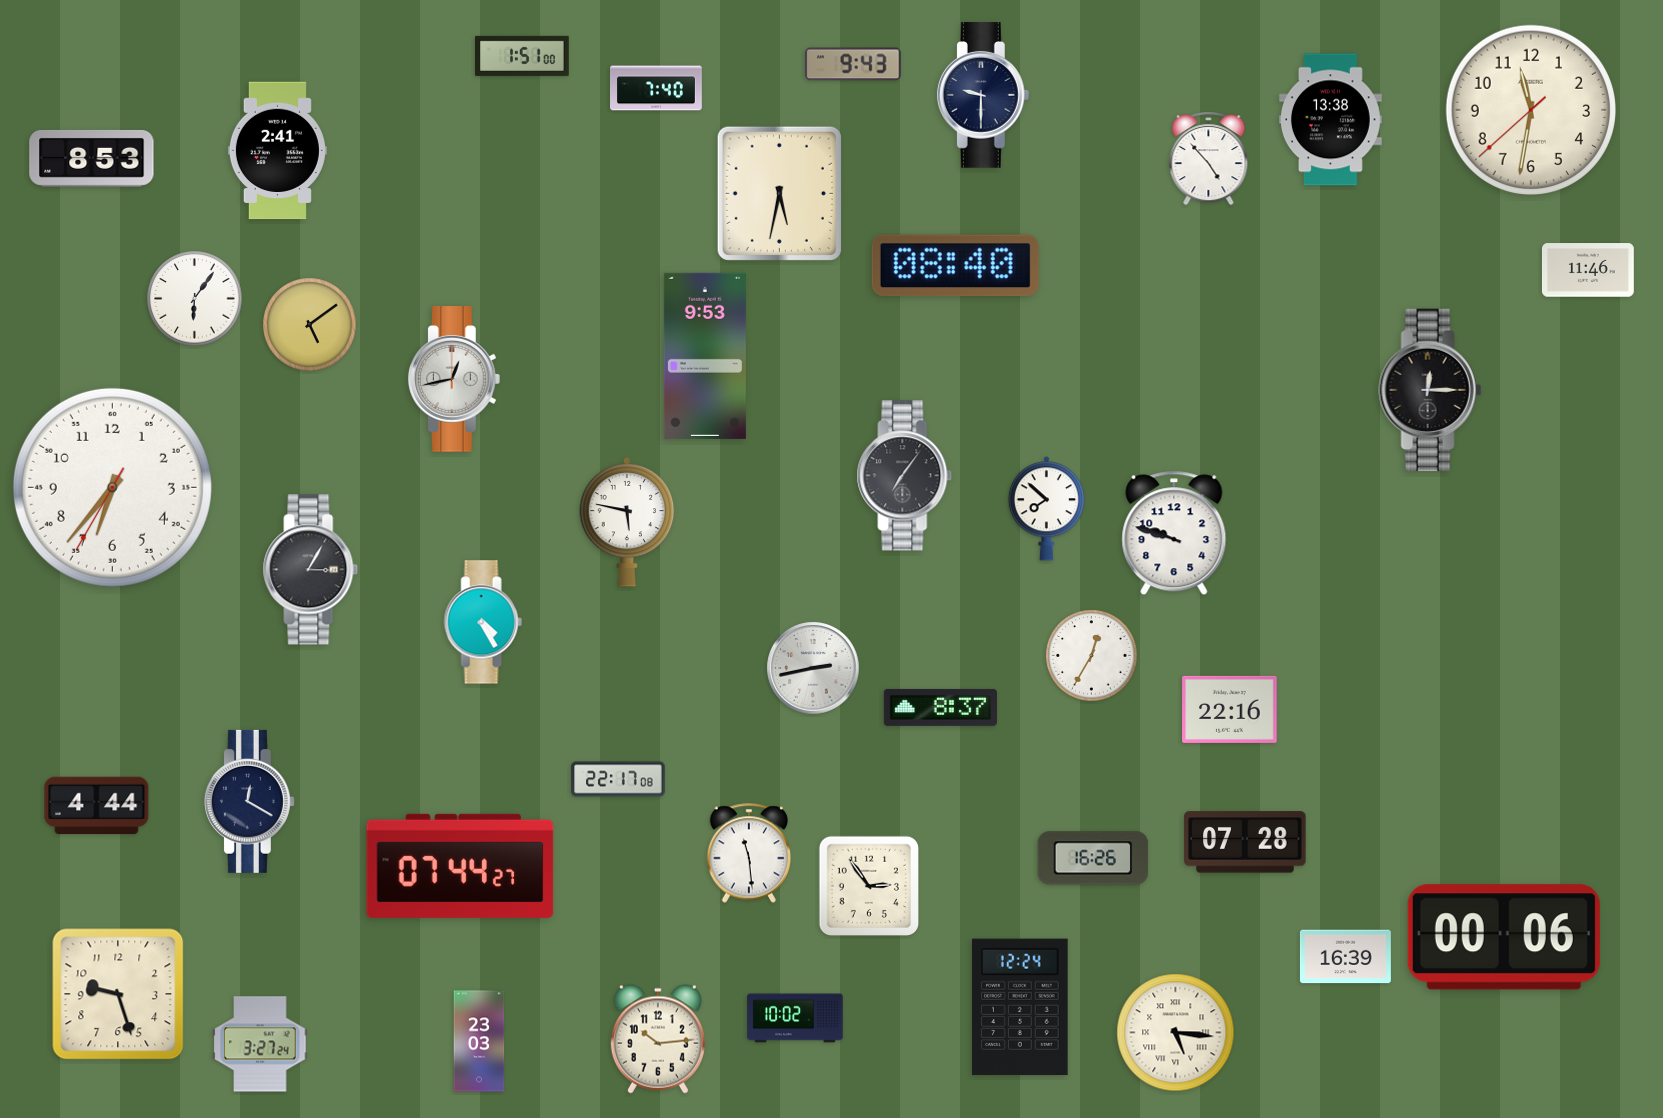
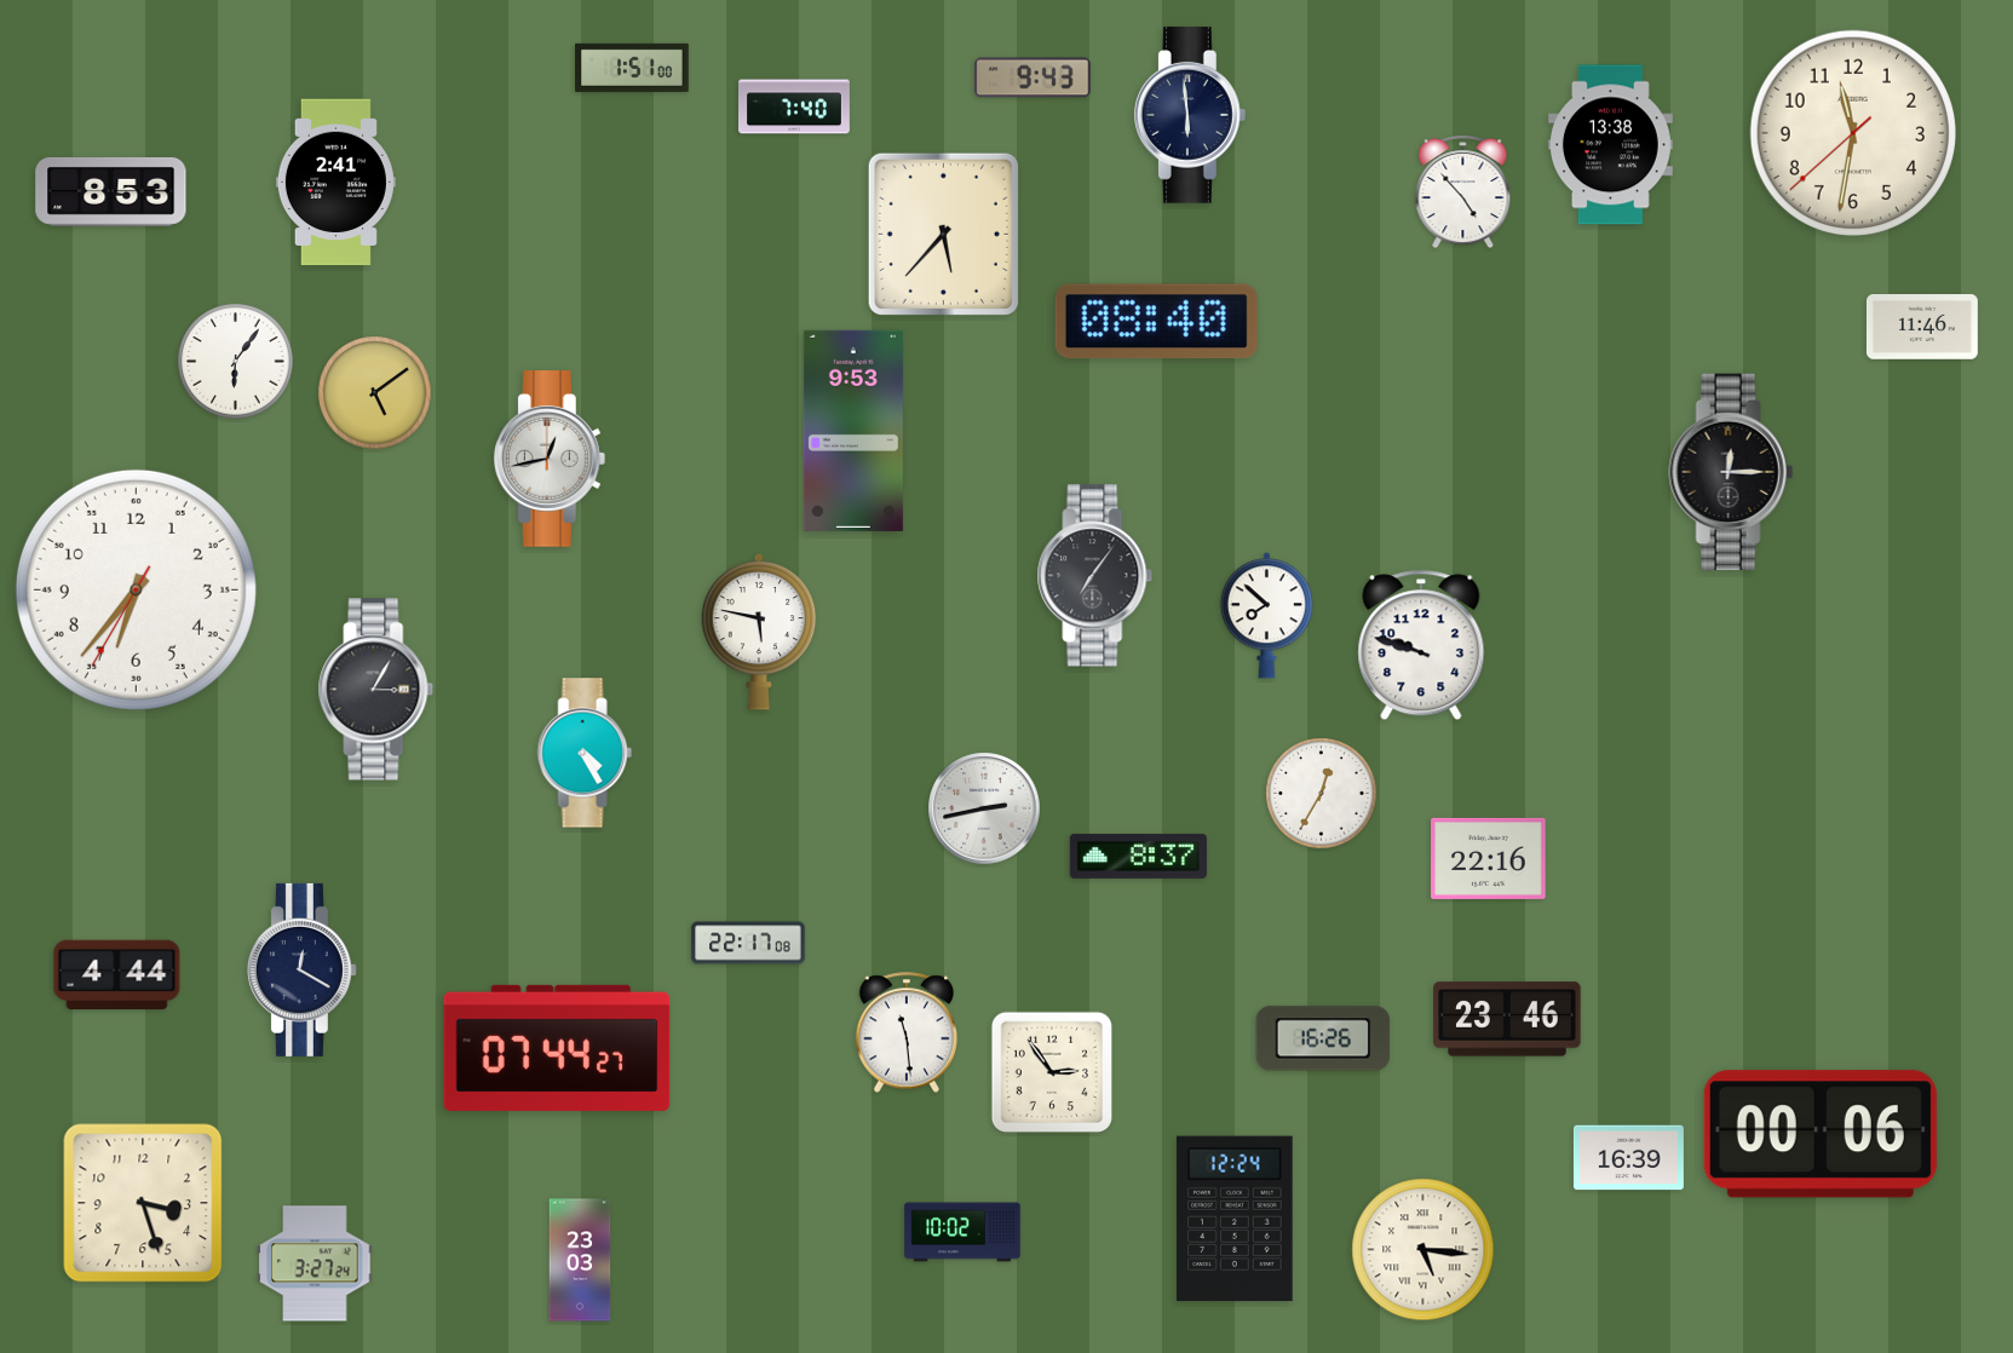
clock at (983, 95): 9:30 -> 5:59
clock at (779, 193): 5:32 -> 5:37
clock at (1245, 842): 07:28 -> 23:46
clock at (118, 994): 9:27 -> 3:27
clock at (658, 1039): 10:14 -> none
